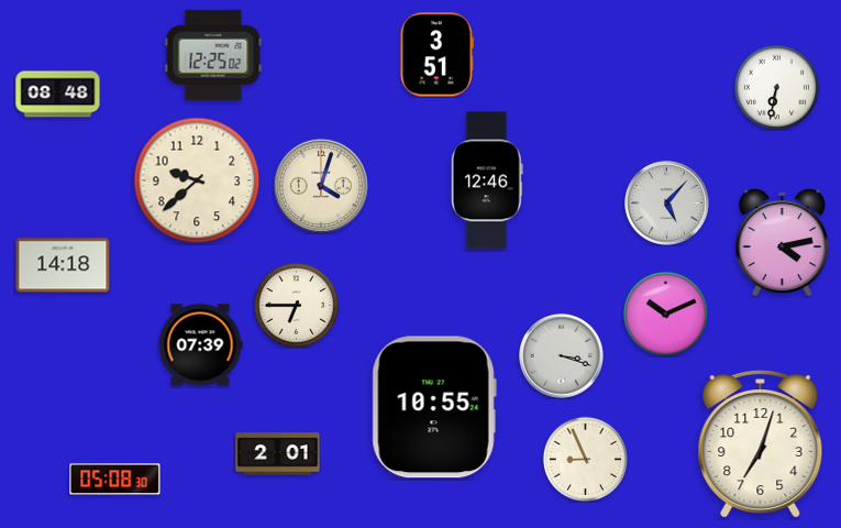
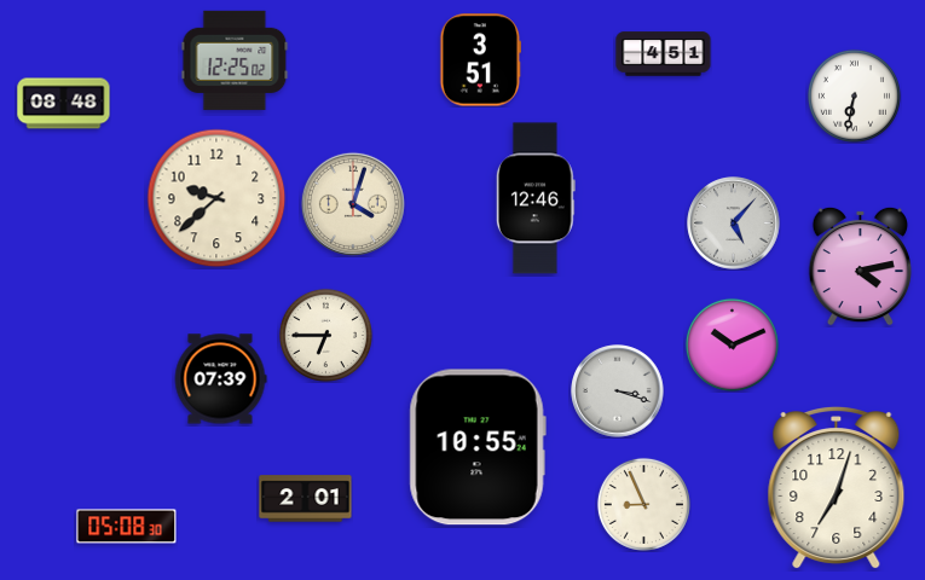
clock at (664, 54): none -> 4:51
clock at (63, 265): 14:18 -> none
